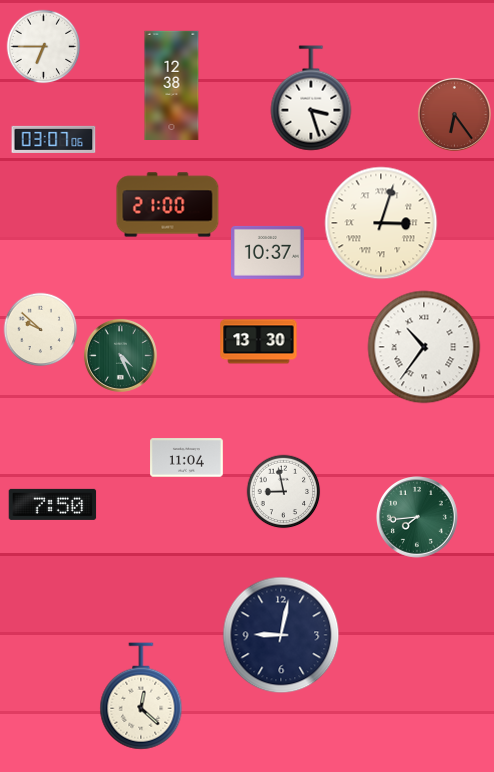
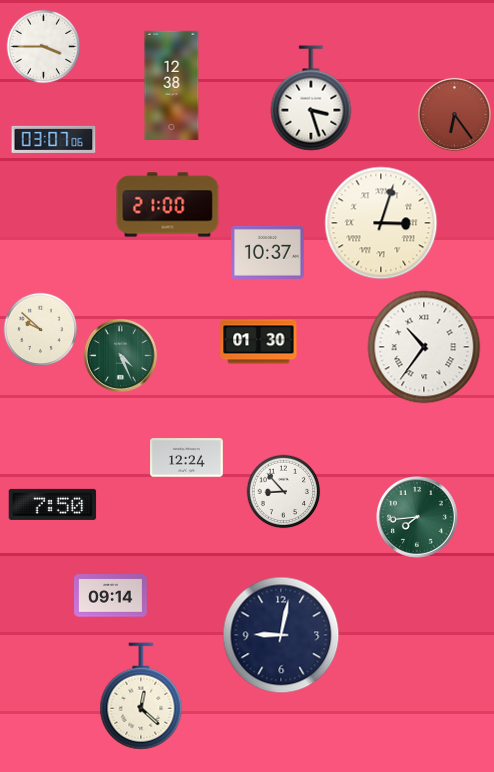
clock at (44, 47): 6:45 -> 3:45
clock at (259, 342): 13:30 -> 01:30
clock at (187, 458): 11:04 -> 12:24
clock at (284, 492): 8:58 -> 8:53
clock at (111, 596): none -> 09:14
